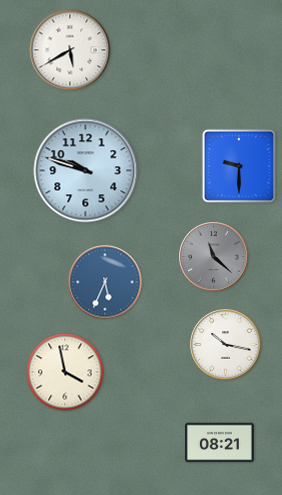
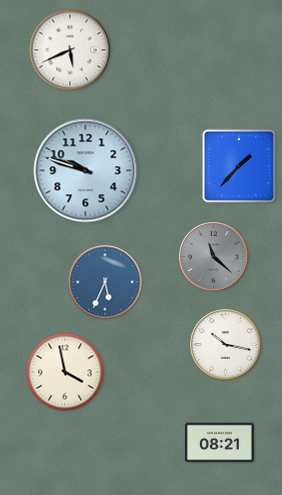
clock at (70, 50): 5:40 -> 5:41
clock at (239, 166): 9:30 -> 1:37
